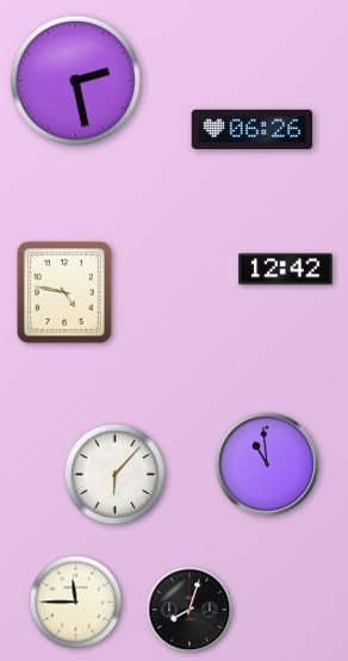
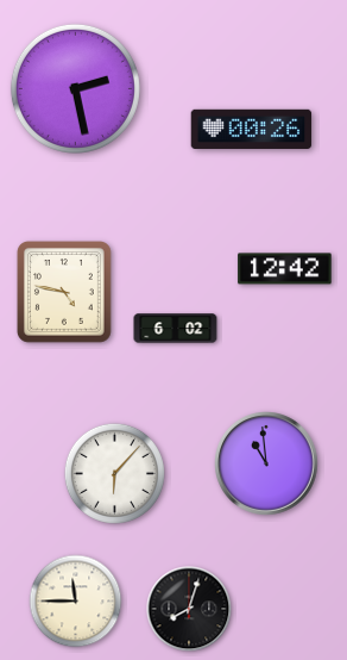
clock at (75, 80) position: (75, 80) -> (75, 88)
clock at (253, 129): 06:26 -> 00:26
clock at (176, 329): none -> 6:02
